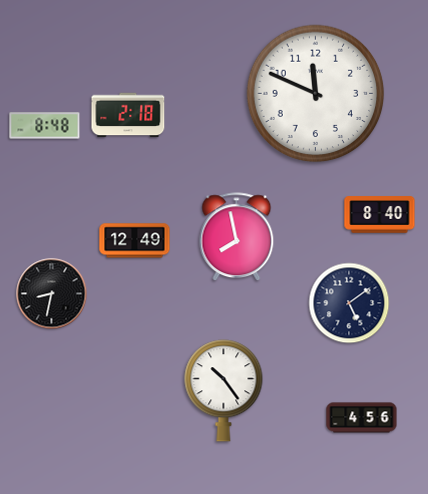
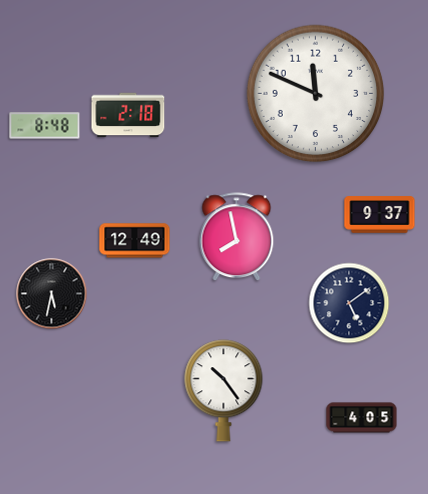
clock at (380, 215): 8:40 -> 9:37
clock at (52, 294): 8:32 -> 5:32
clock at (362, 418): 4:56 -> 4:05
